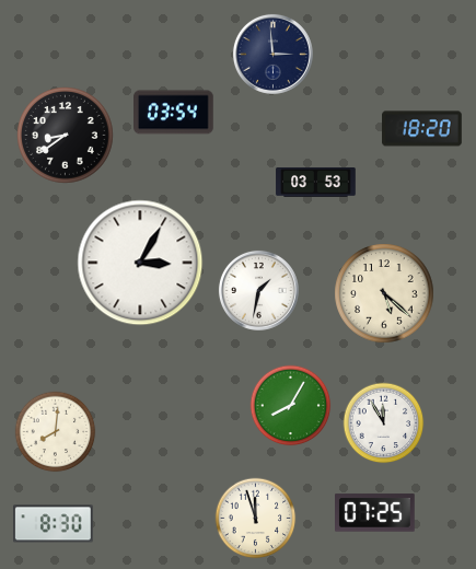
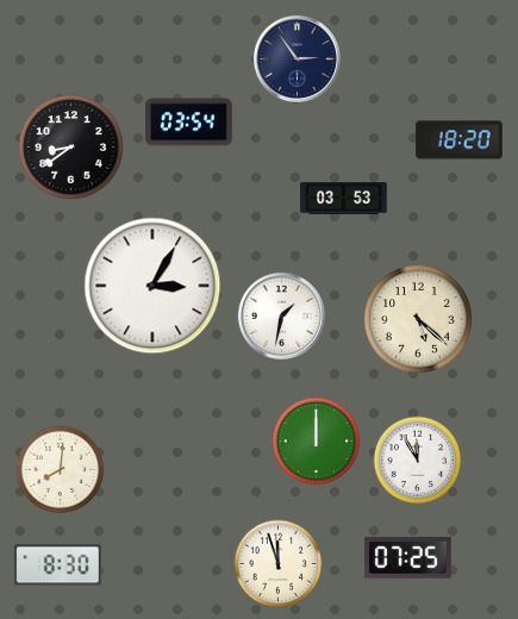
clock at (272, 54): 2:59 -> 2:54
clock at (291, 406): 8:05 -> 12:00
clock at (54, 524) position: (54, 524) -> (58, 565)
